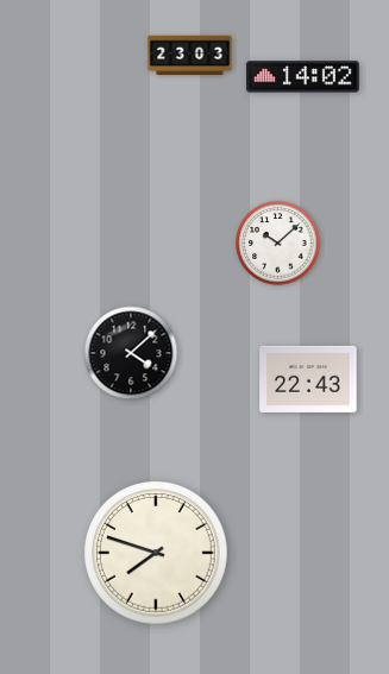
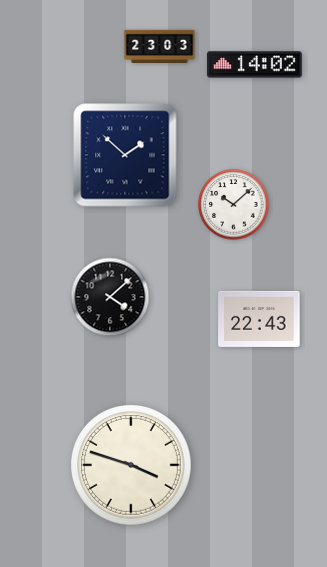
clock at (125, 155): none -> 1:52
clock at (156, 553): 7:48 -> 3:48
